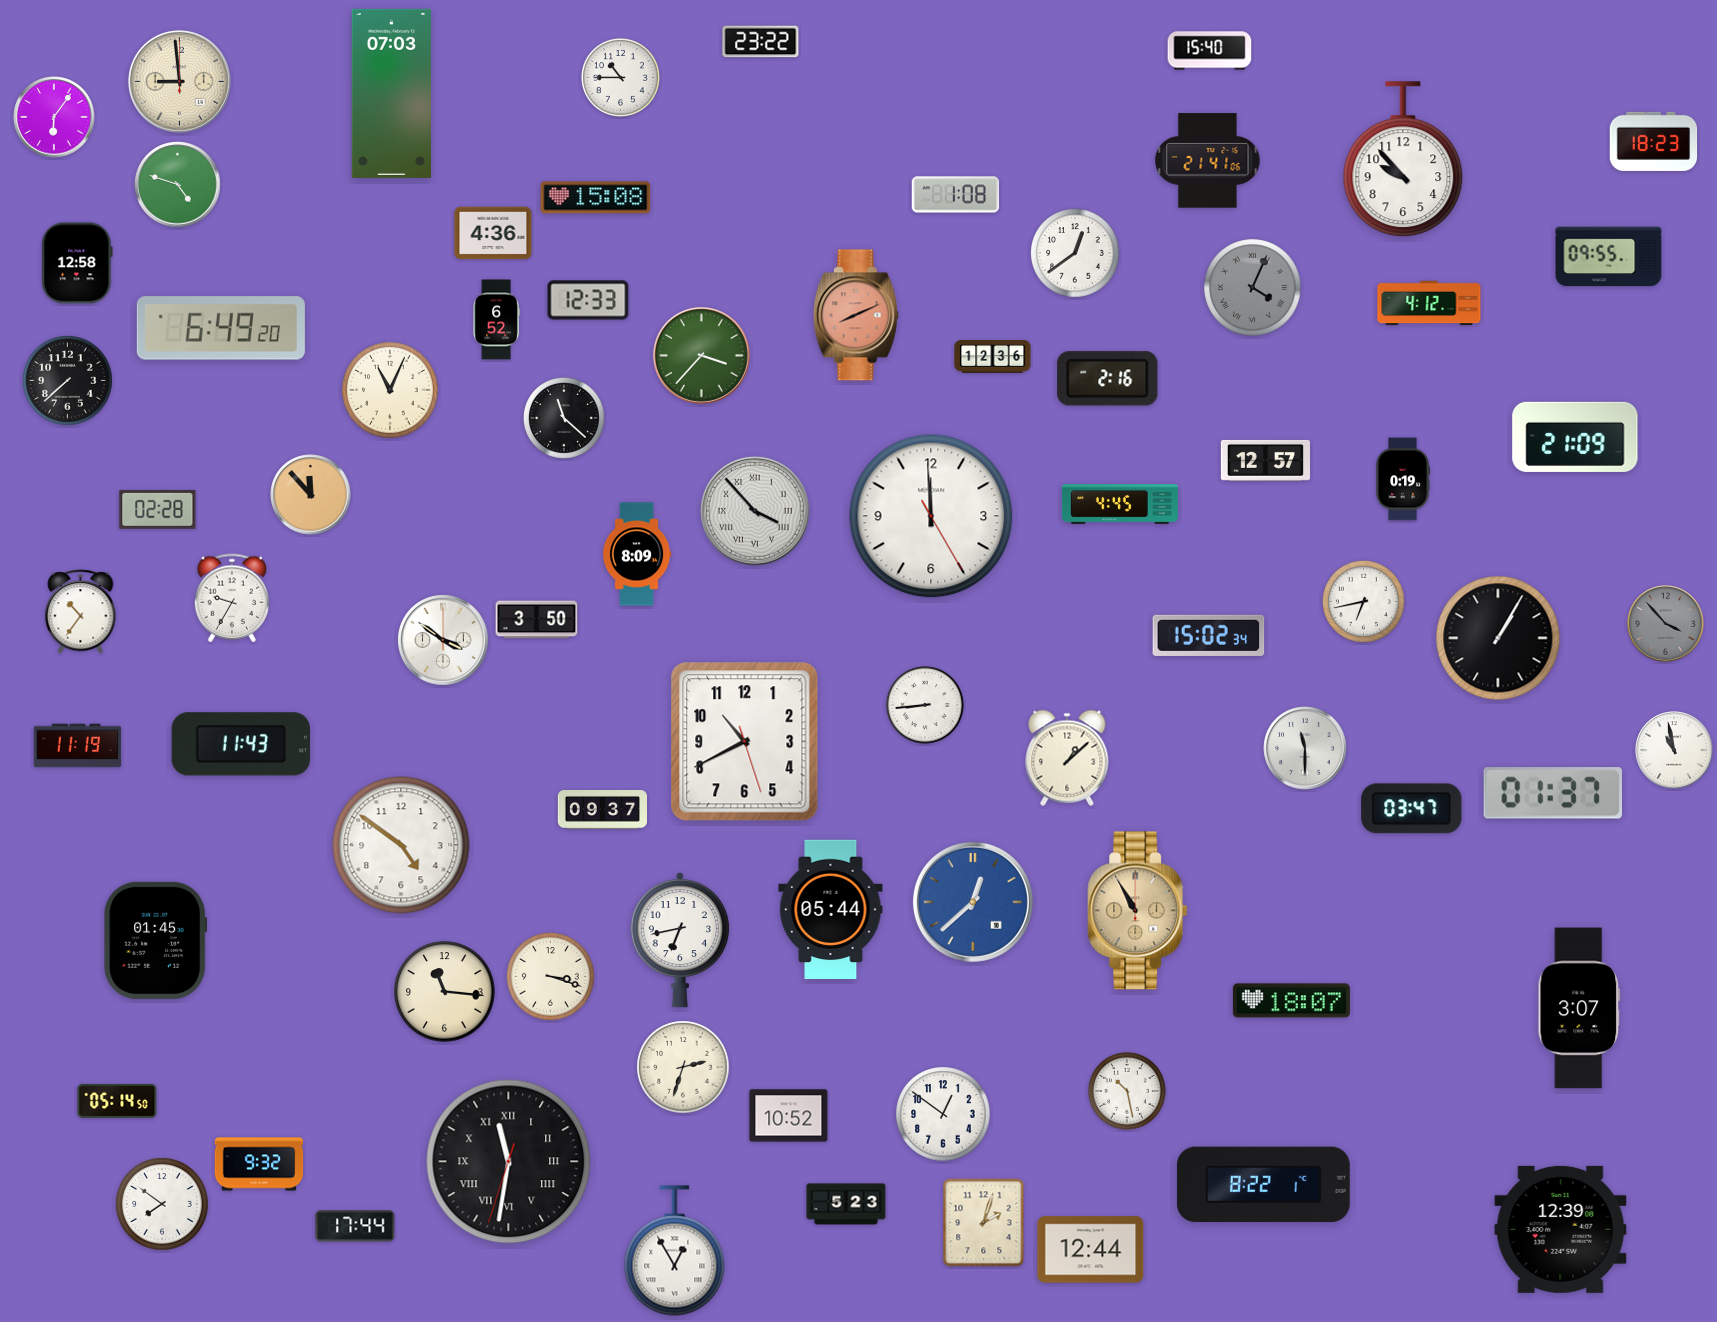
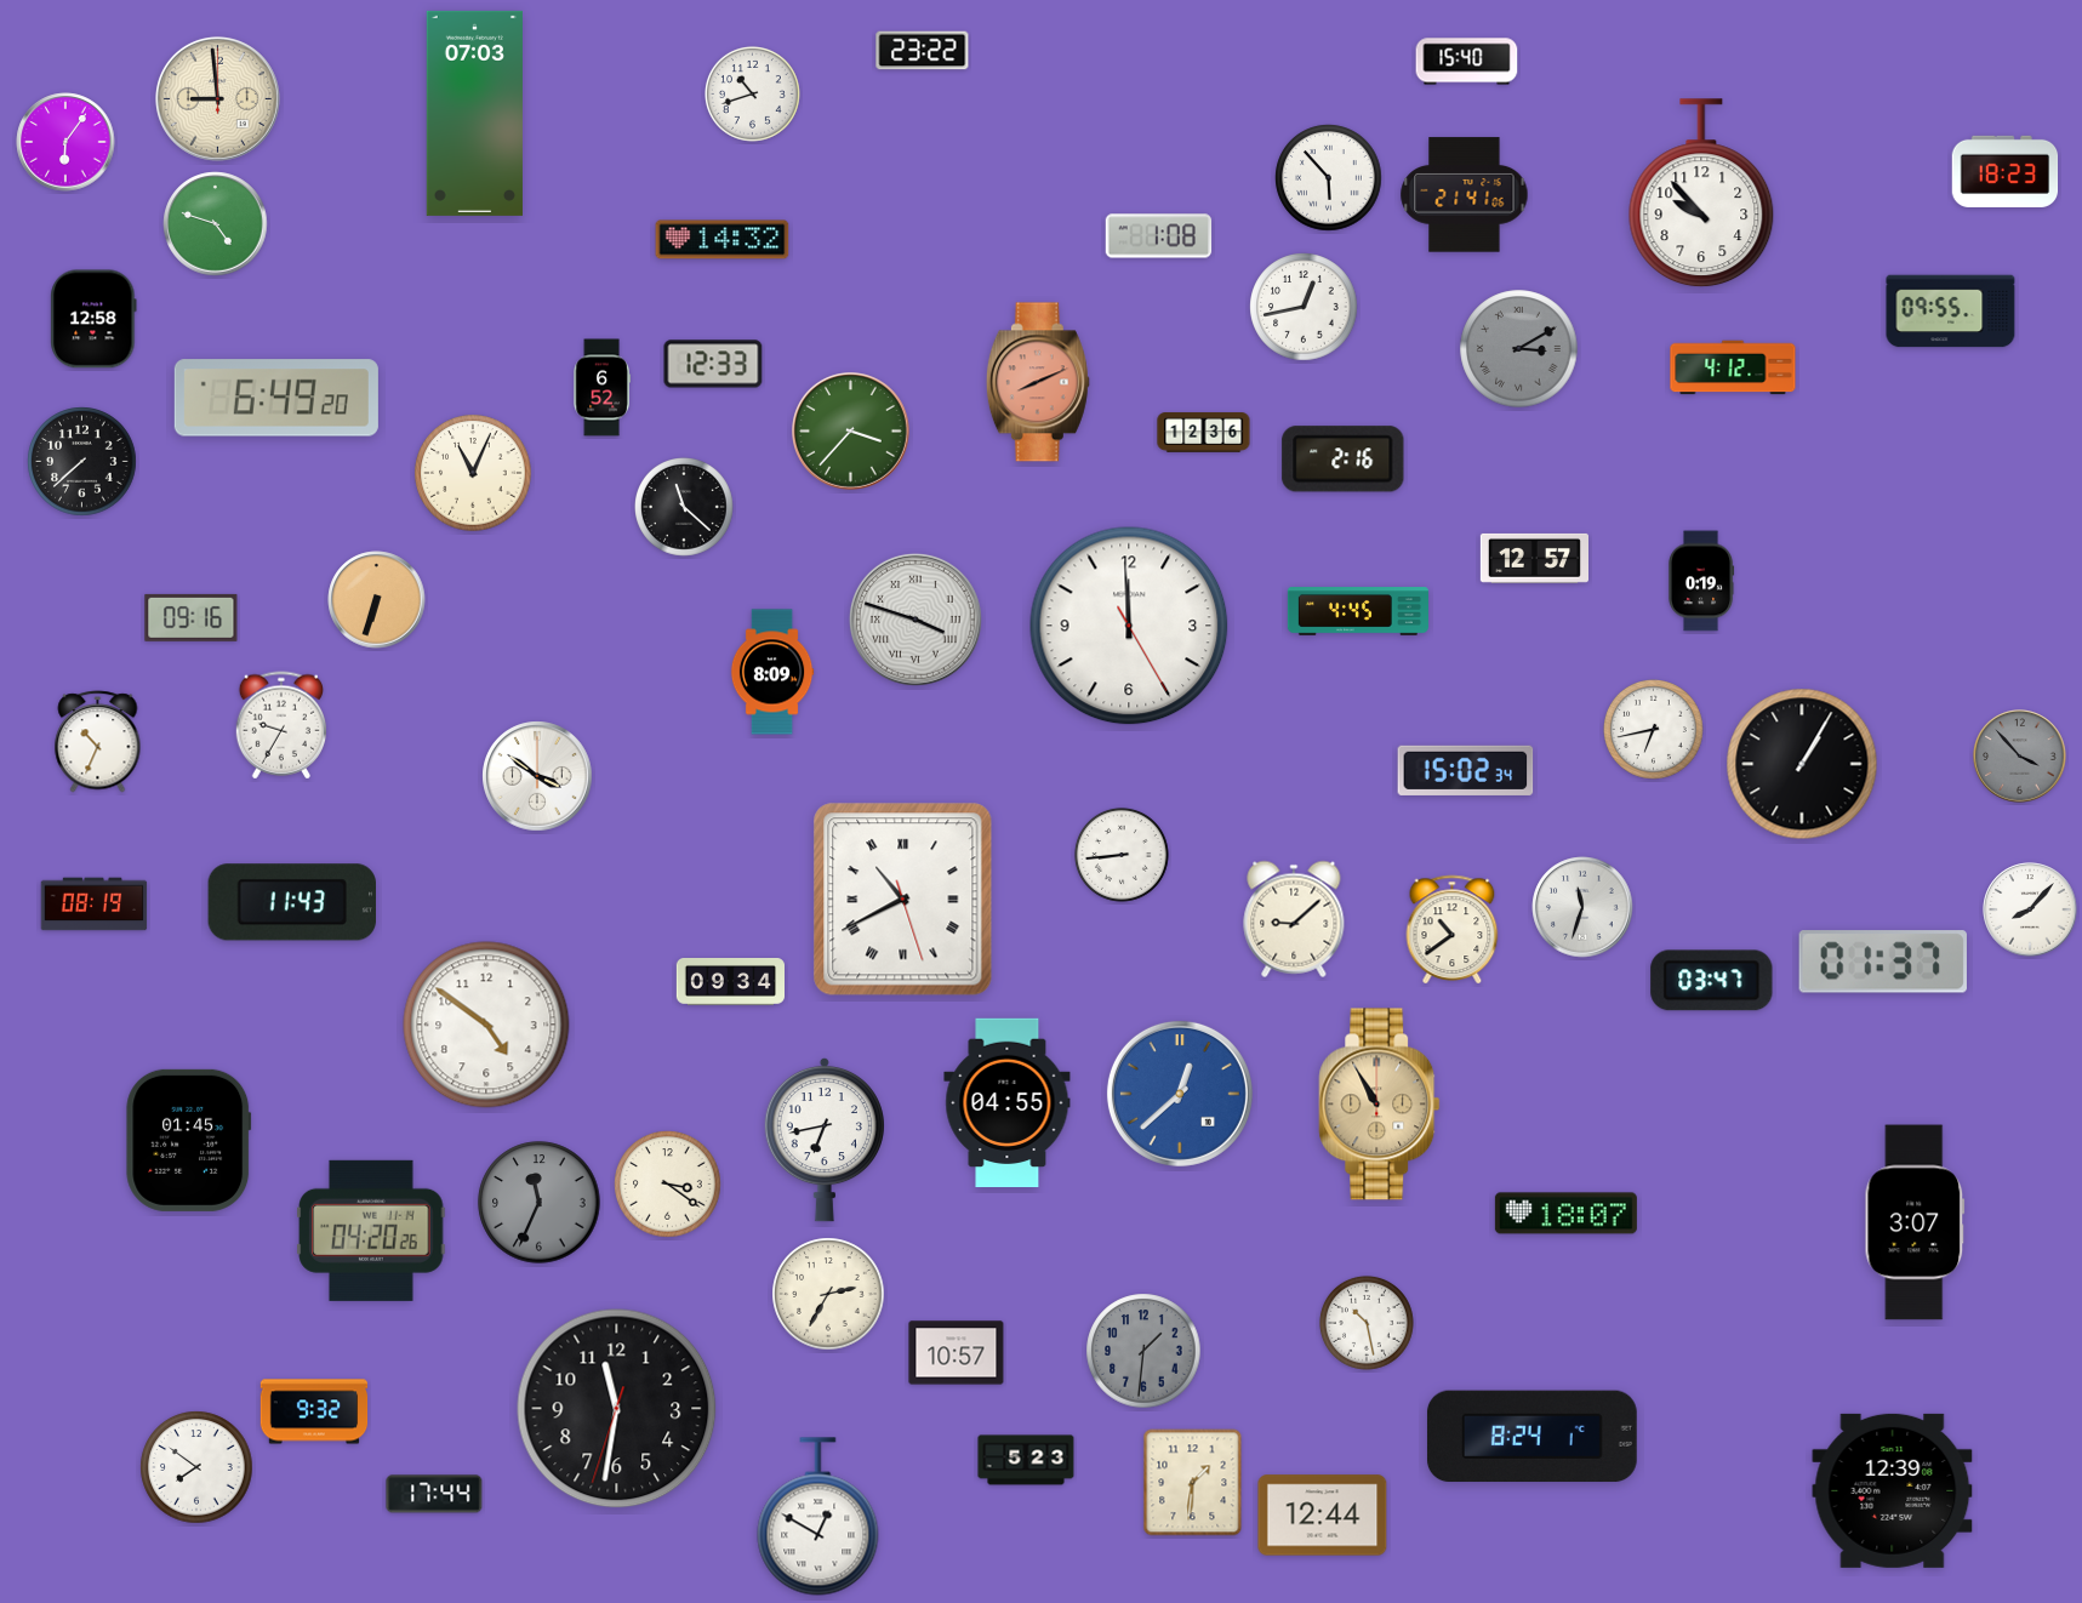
clock at (621, 78): 10:45 -> 10:42
clock at (1329, 178): none -> 5:53
clock at (596, 198): 15:08 -> 14:32
clock at (493, 233): 4:36 -> none
clock at (1075, 253): 12:39 -> 12:43
clock at (1253, 288): 4:04 -> 3:10
clock at (221, 328) position: (221, 328) -> (276, 398)
clock at (1575, 437): 21:09 -> none
clock at (311, 495): 11:53 -> 6:33
clock at (158, 509): 02:28 -> 09:16
clock at (755, 511): 3:53 -> 3:48
clock at (81, 612): 10:36 -> 10:34
clock at (537, 620): 3:50 -> none
clock at (1498, 638) position: (1498, 638) -> (1802, 764)
clock at (745, 742) numerals: Arabic -> Roman
clock at (78, 746): 11:19 -> 08:19
clock at (1305, 748): 11:30 -> 11:33
clock at (1674, 750): 10:58 -> 8:07
clock at (1067, 758): 1:08 -> 9:08
clock at (1453, 929): none -> 10:39
clock at (602, 810): 09:37 -> 09:34
clock at (831, 910): 05:44 -> 04:55
clock at (551, 977): 3:18 -> 3:21
clock at (445, 992): 11:16 -> 11:34
clock at (445, 992) dial: cream -> grey
clock at (371, 1231): none -> 04:20
clock at (683, 1067): 2:33 -> 2:35
clock at (117, 1101): 05:14 -> none
clock at (943, 1114): 12:51 -> 1:31
clock at (943, 1114) dial: white -> grey
clock at (789, 1116): 10:52 -> 10:57
clock at (509, 1162) numerals: Roman -> Arabic
clock at (1263, 1185): 8:22 -> 8:24
clock at (162, 1204) position: (162, 1204) -> (196, 1467)
clock at (984, 1223): 2:03 -> 1:31
clock at (355, 1226) position: (355, 1226) -> (434, 1494)
clock at (675, 1251): 12:55 -> 12:50
